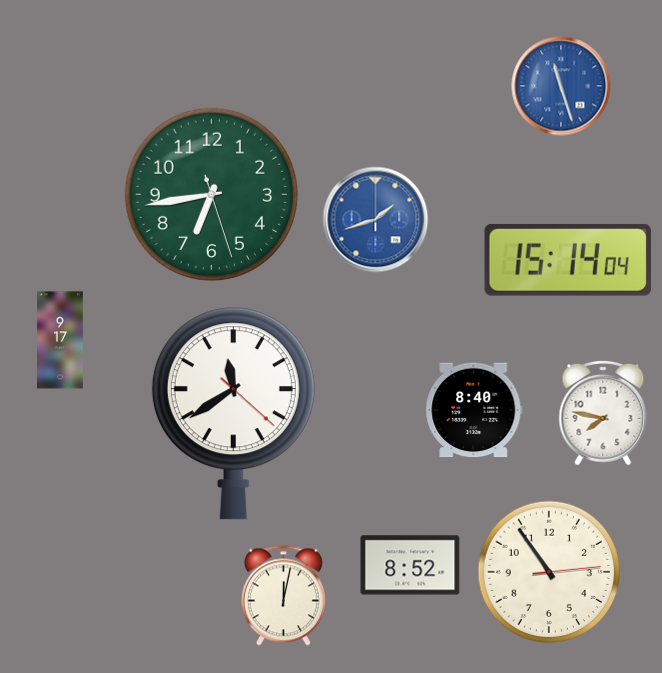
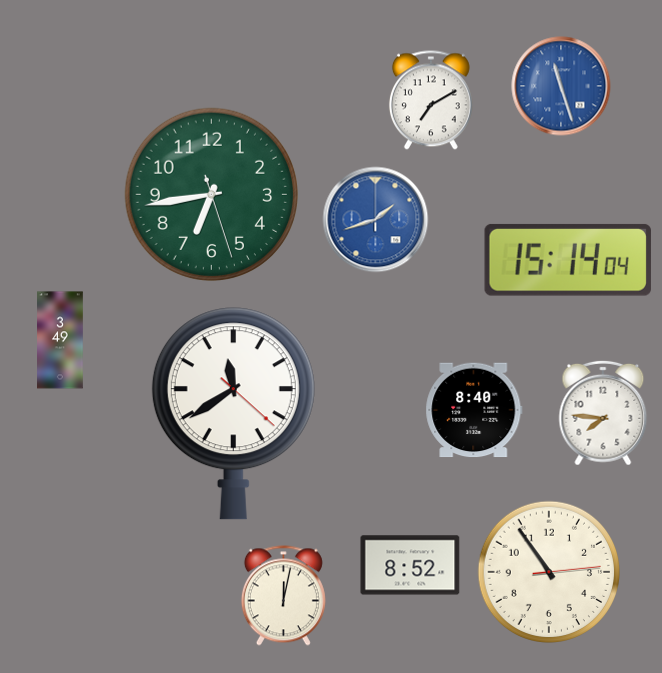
clock at (431, 100): none -> 7:10
clock at (60, 340): 9:17 -> 3:49
clock at (603, 413): 7:47 -> 7:46
